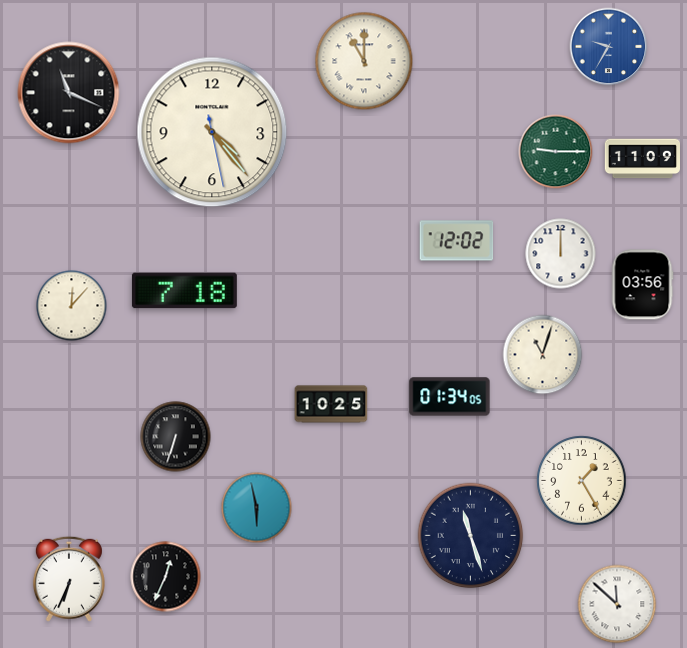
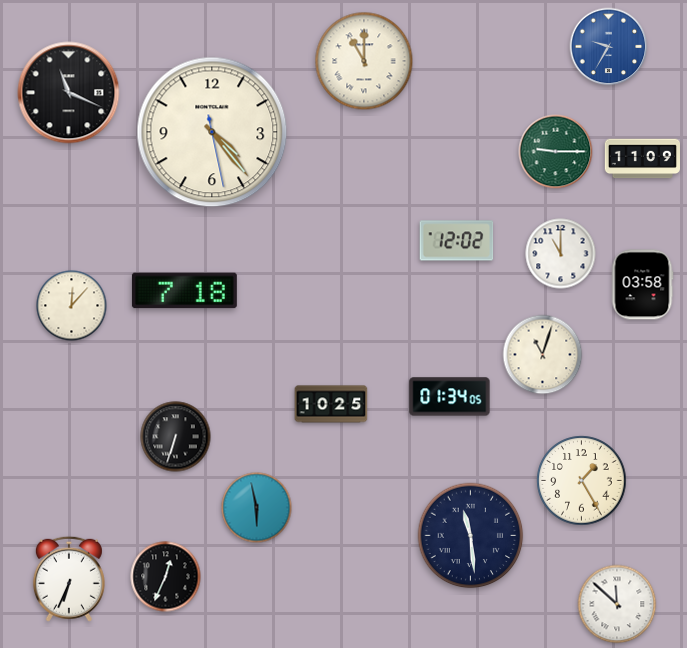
clock at (561, 254): 12:00 -> 11:00
clock at (642, 285): 03:56 -> 03:58
clock at (471, 536): 11:27 -> 11:29
